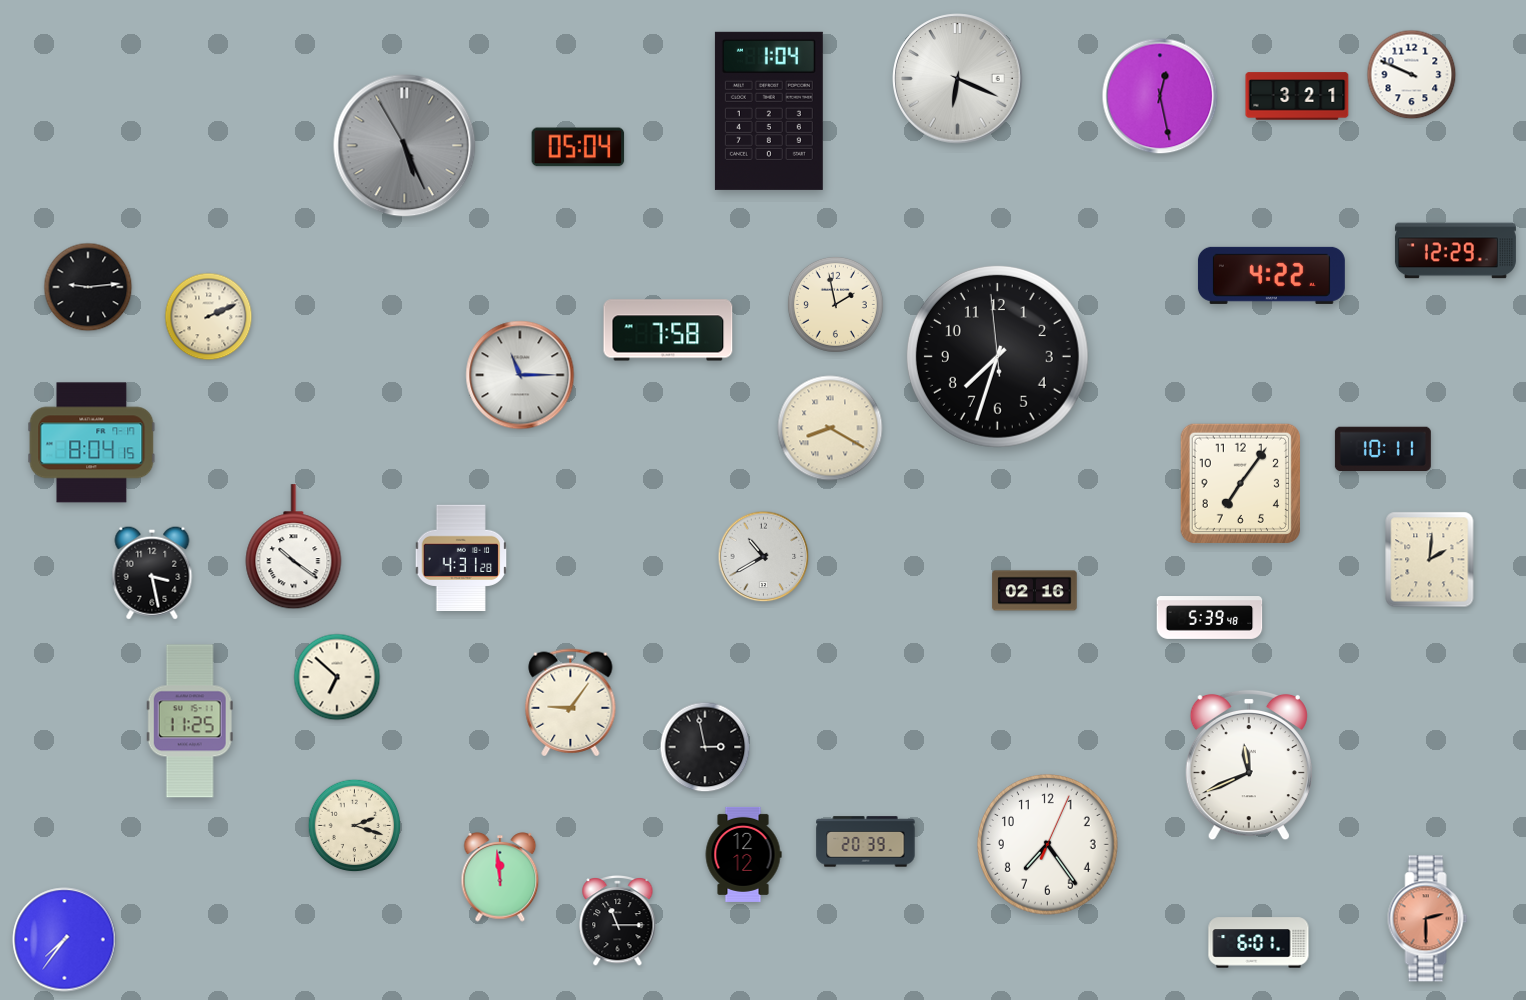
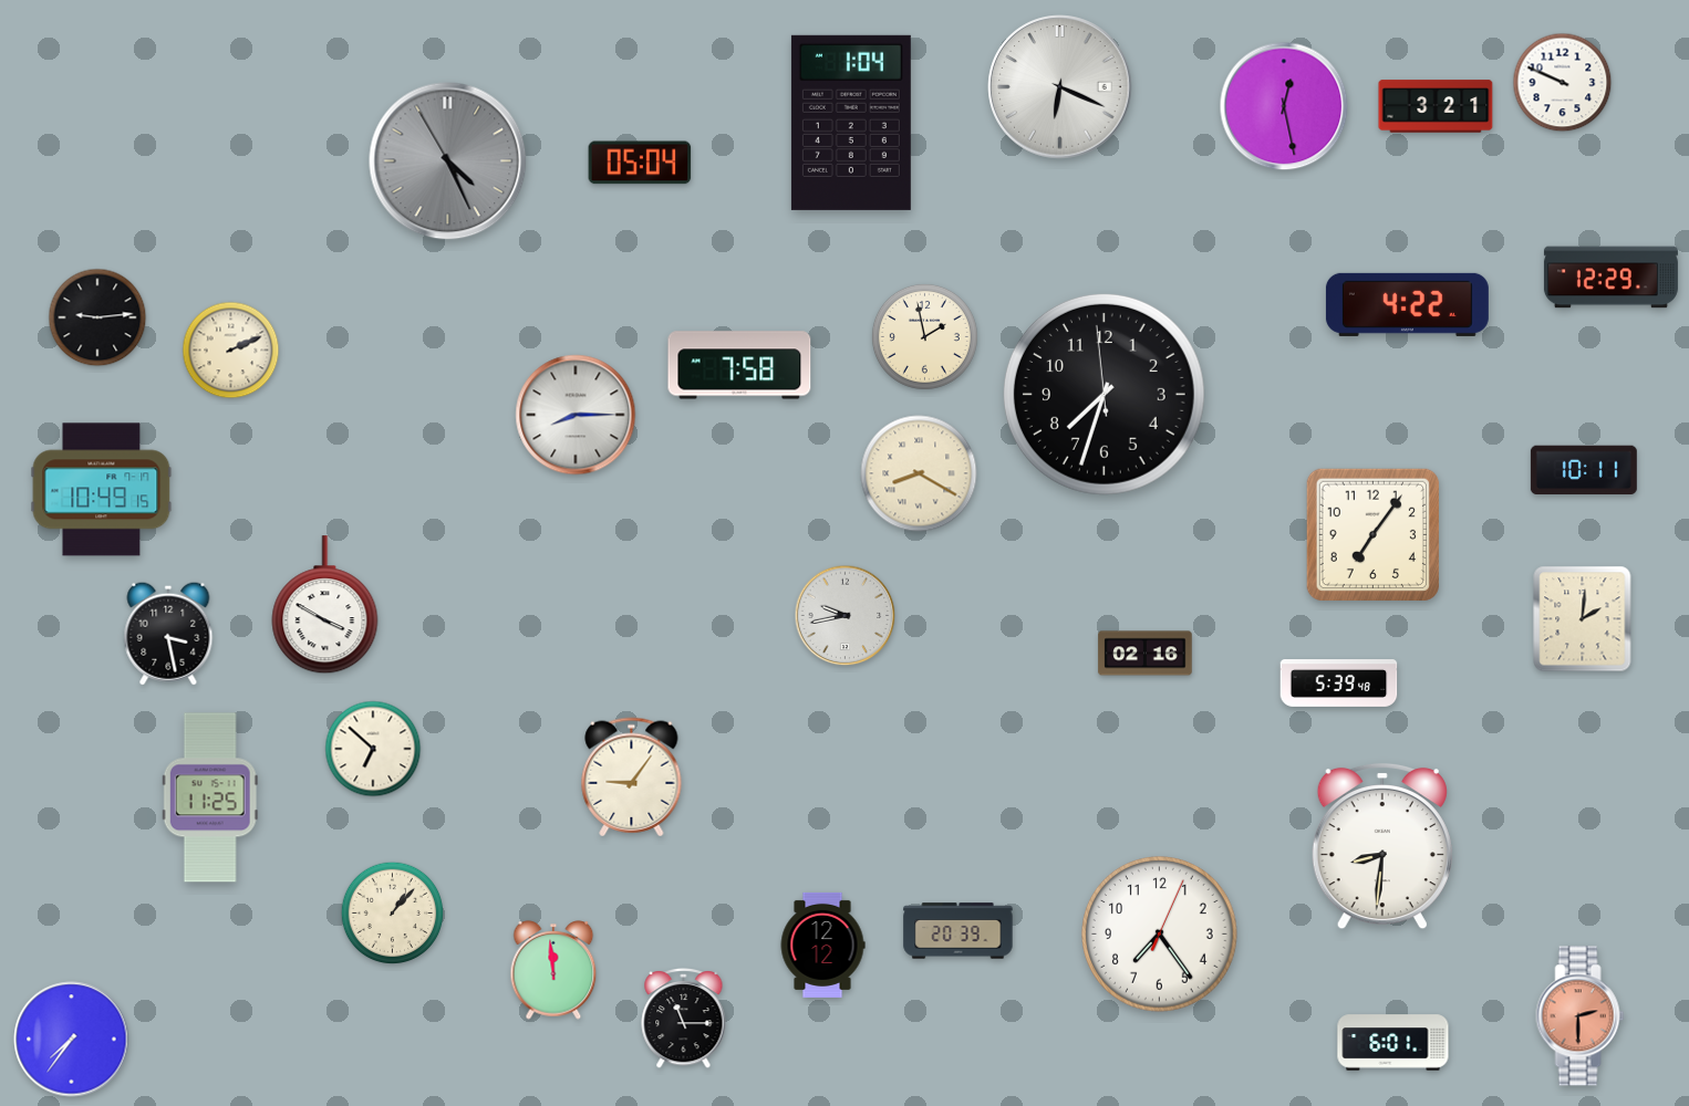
clock at (405, 146): 5:25 -> 4:25
clock at (520, 375): 11:15 -> 8:15
clock at (92, 443): 8:04 -> 10:49
clock at (1383, 448) position: (1383, 448) -> (1584, 469)
clock at (294, 547): 10:21 -> 3:50
clock at (764, 557): 10:40 -> 9:43
clock at (461, 558): 4:31 -> none
clock at (705, 747): 2:58 -> none
clock at (1249, 765): 11:41 -> 8:31
clock at (355, 826): 2:18 -> 1:07
